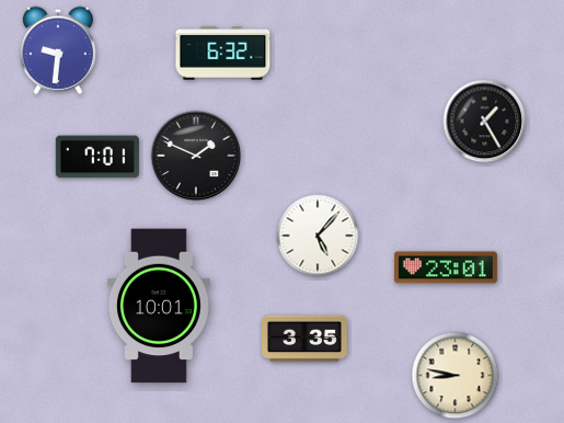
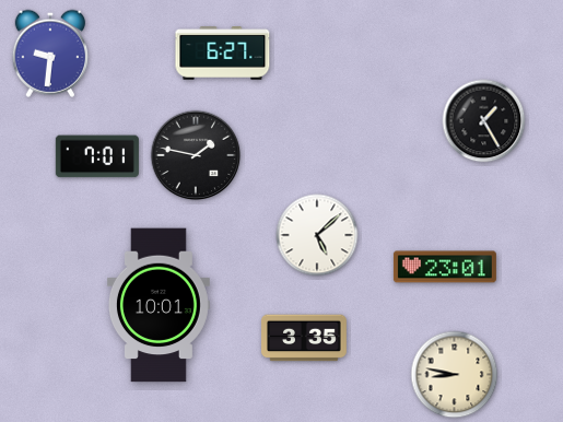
clock at (57, 50) position: (57, 50) -> (49, 54)
clock at (223, 54): 6:32 -> 6:27
clock at (196, 156): 1:49 -> 1:47
clock at (318, 236): 5:07 -> 5:08
